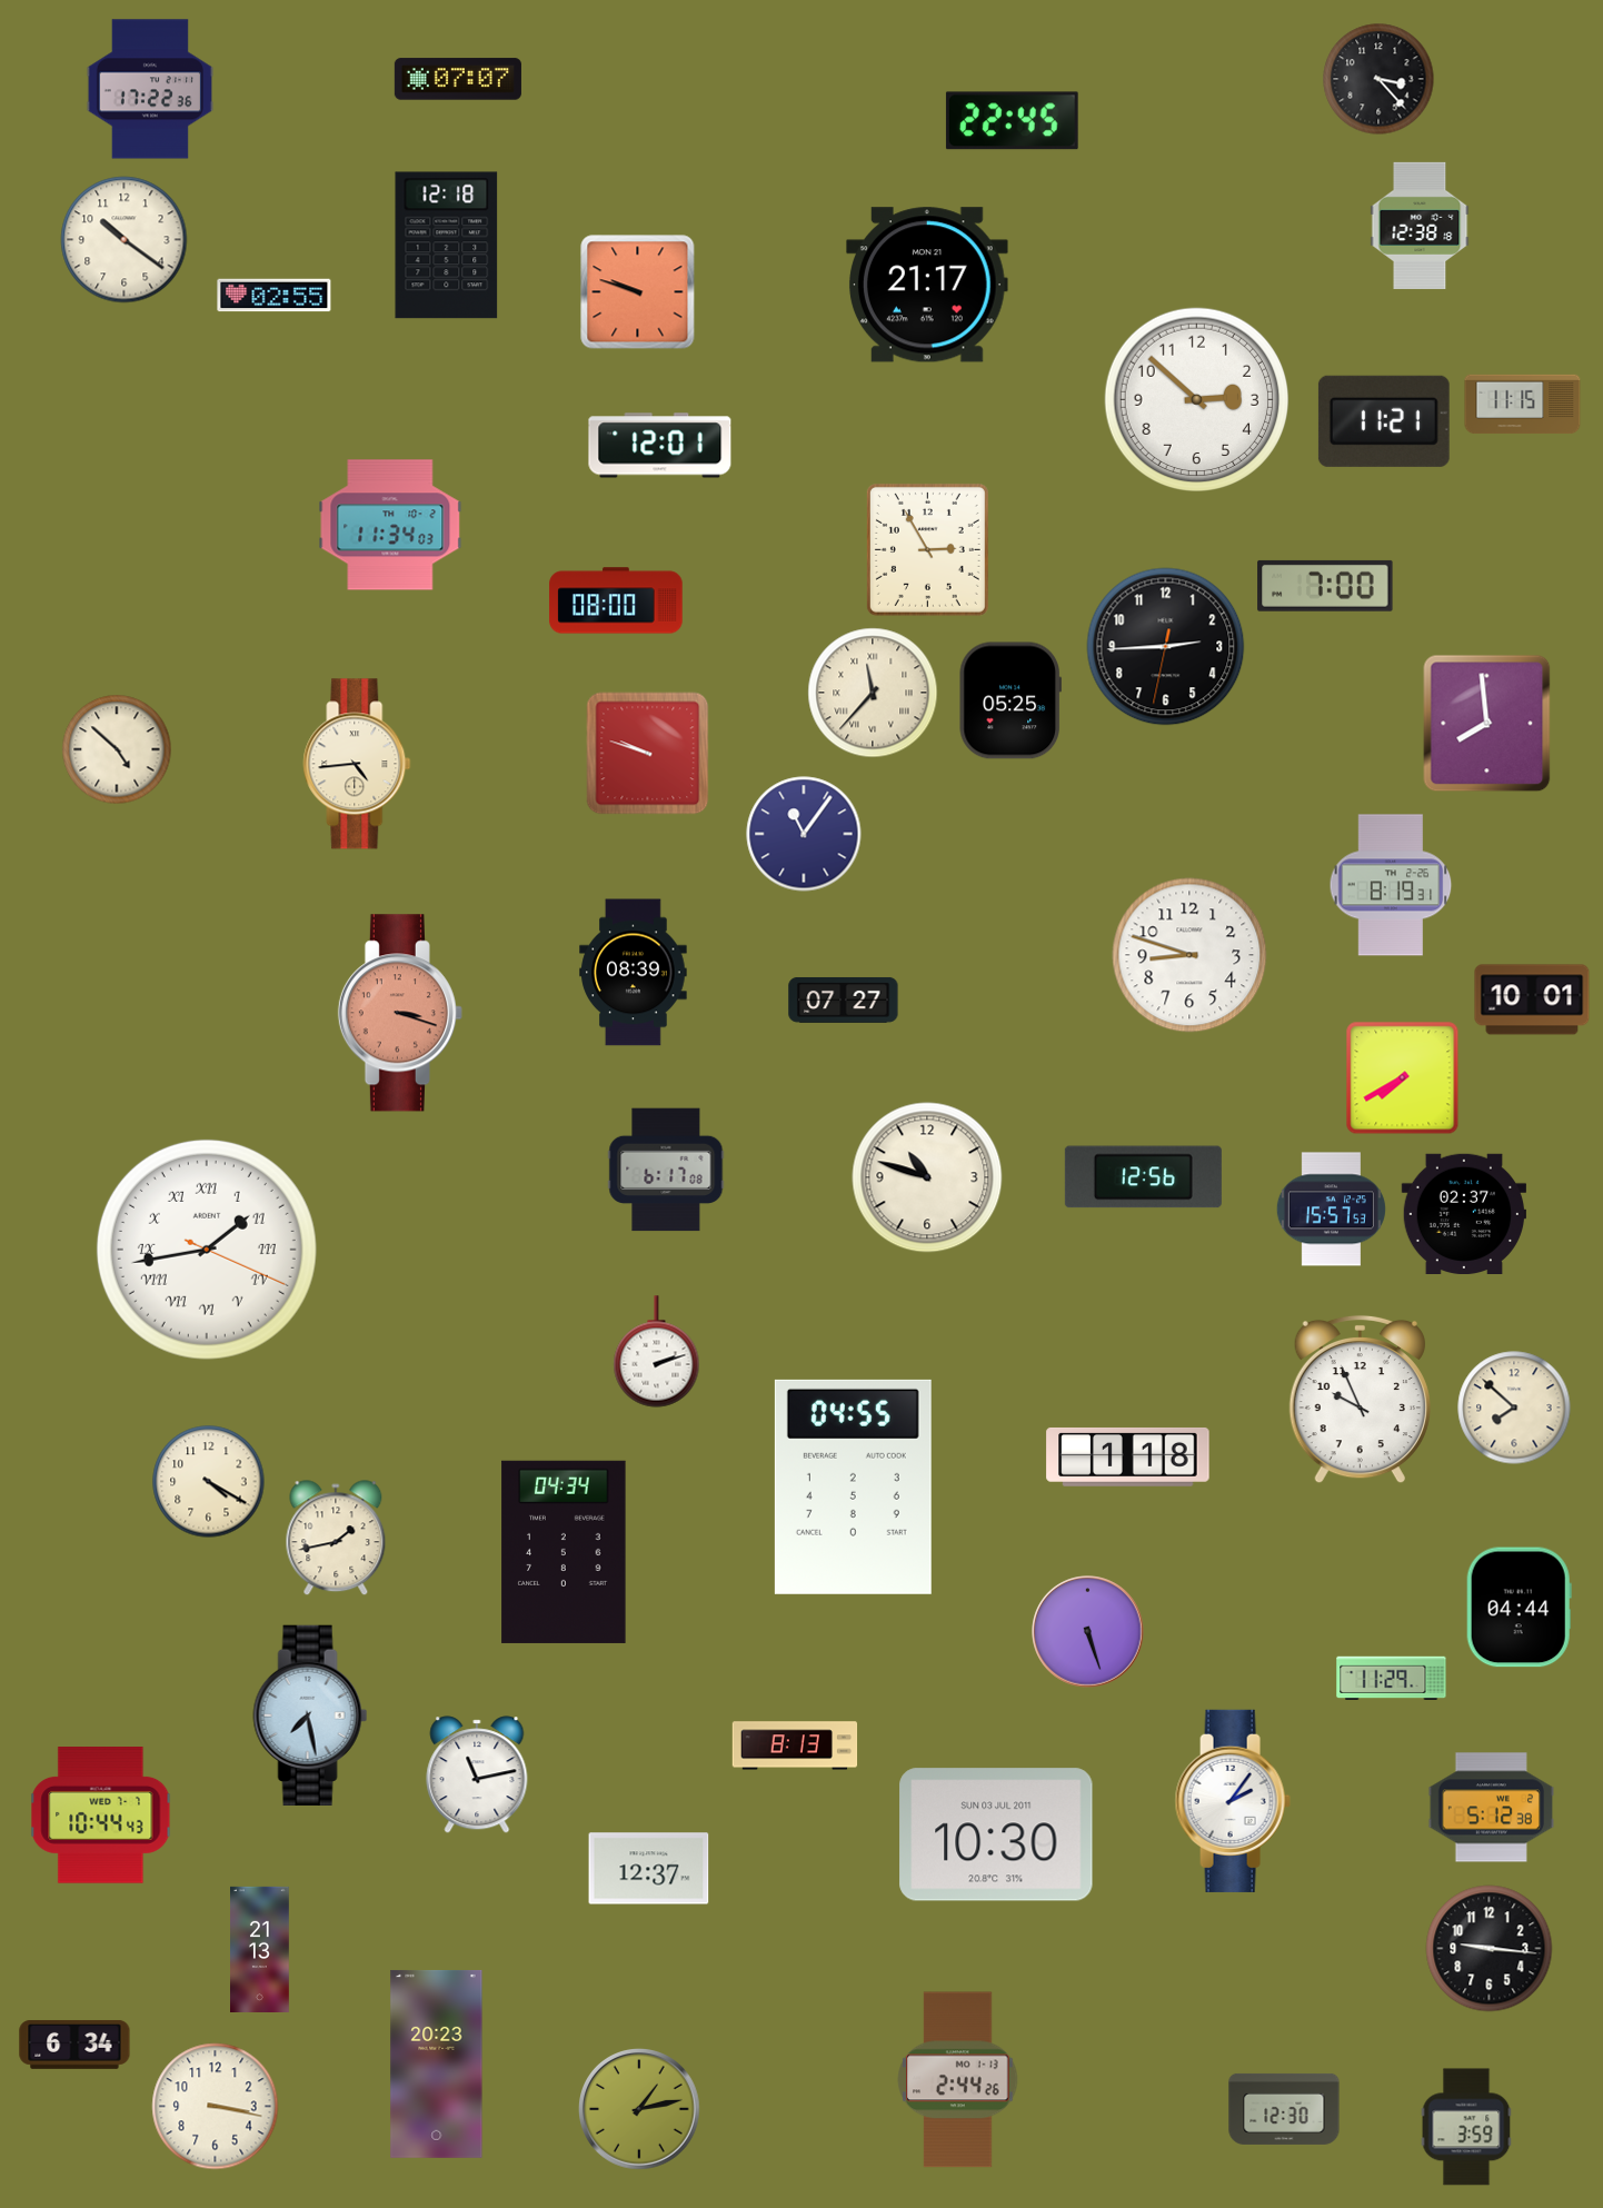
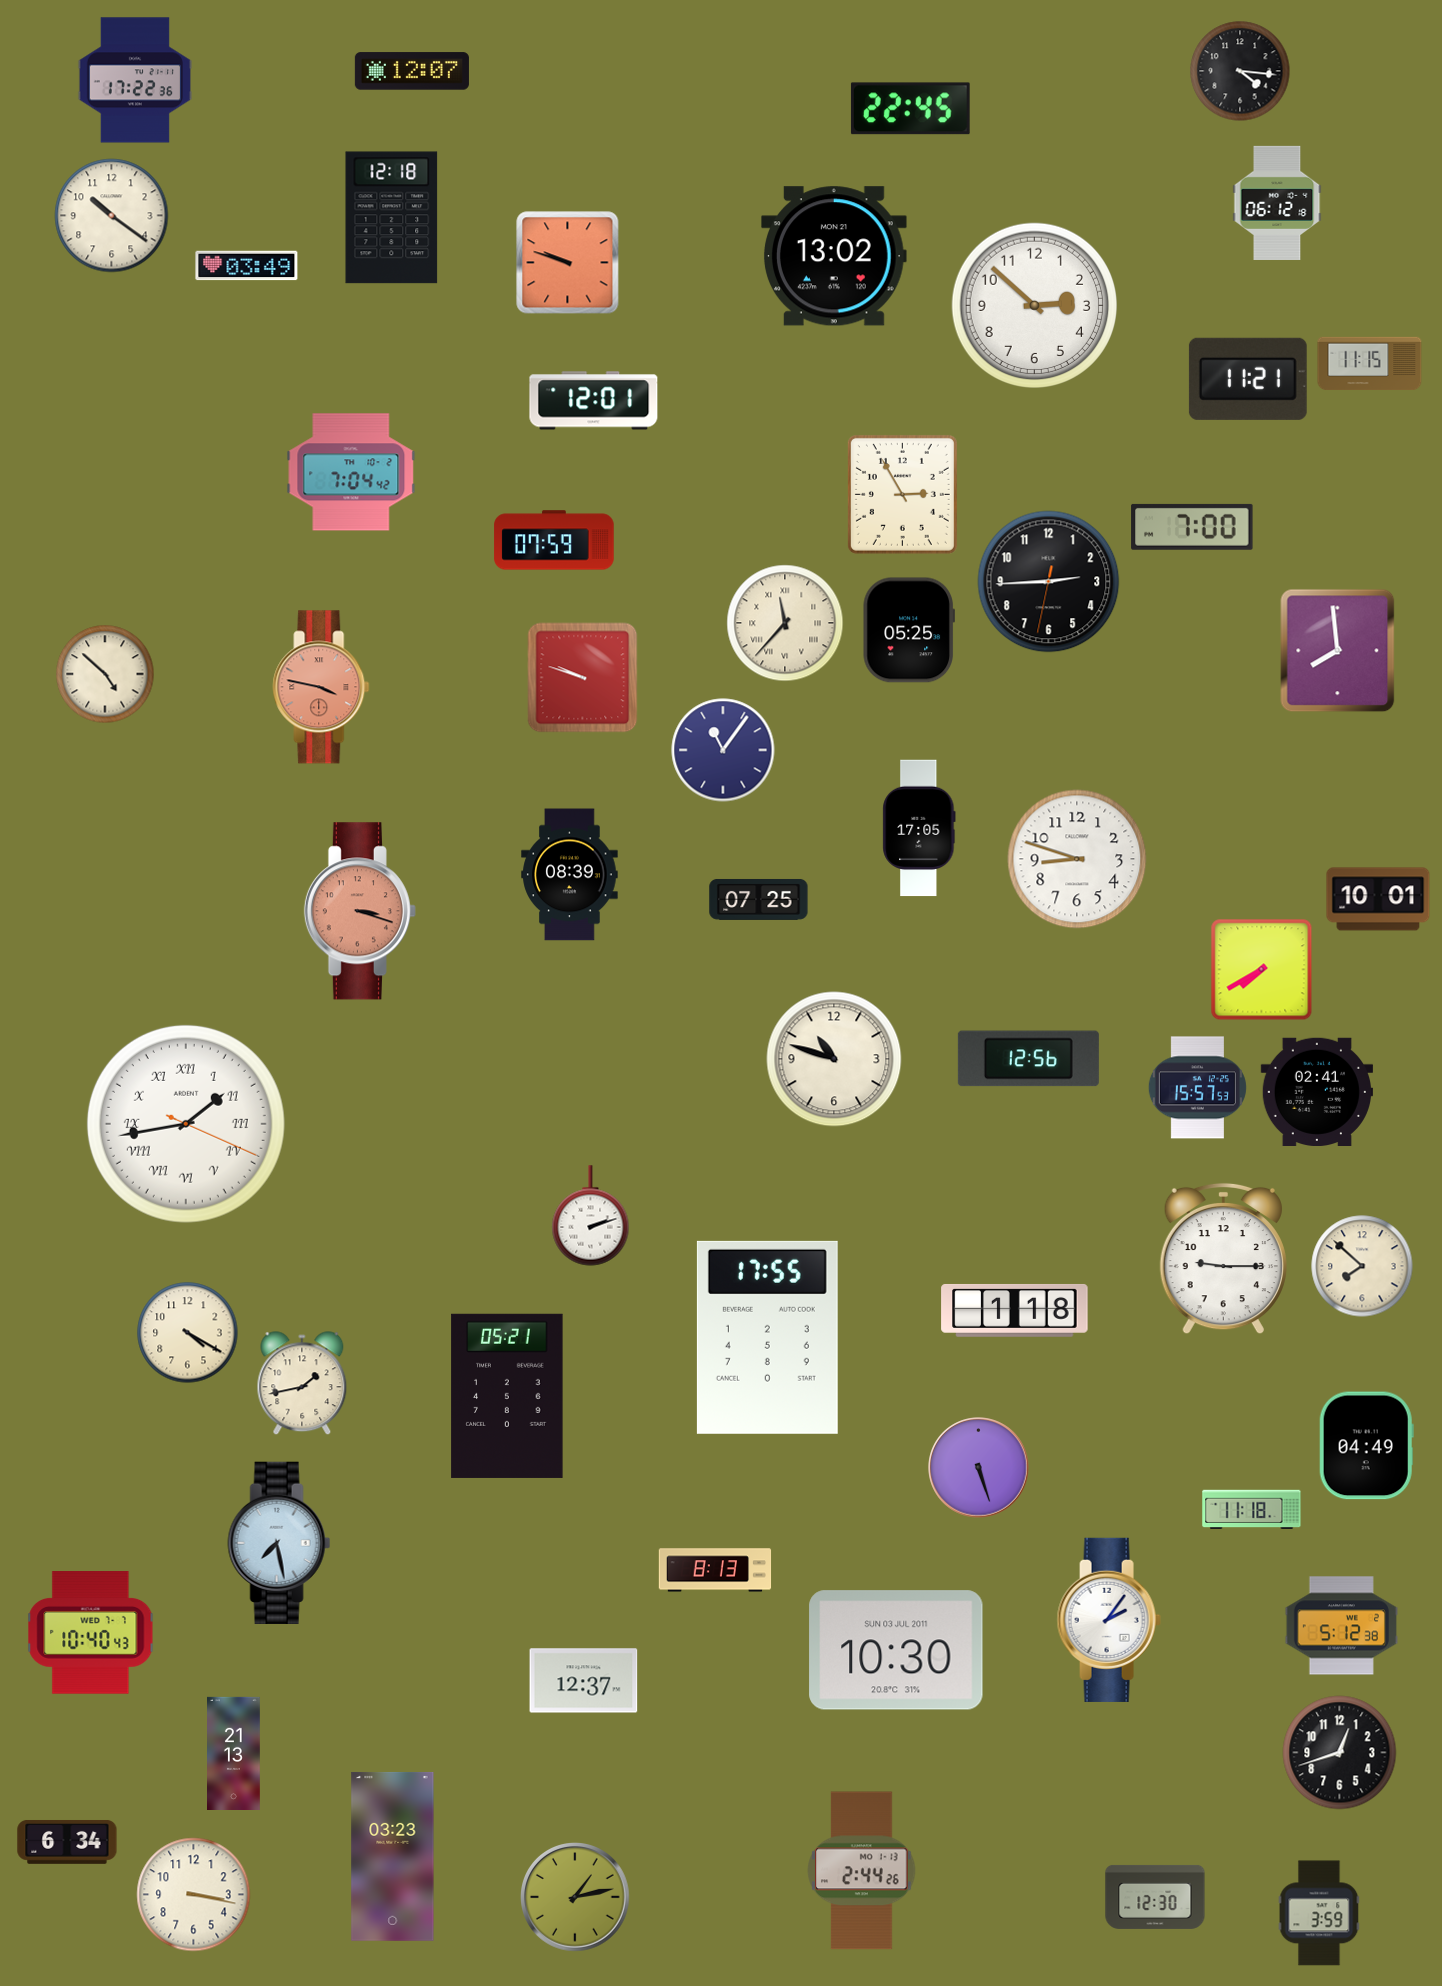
clock at (458, 79): 07:07 -> 12:07
clock at (1378, 79): 3:23 -> 4:16
clock at (1420, 226): 12:38 -> 06:12
clock at (447, 246) position: (447, 246) -> (392, 218)
clock at (928, 285): 21:17 -> 13:02
clock at (638, 292) position: (638, 292) -> (568, 263)
clock at (275, 296): 02:55 -> 03:49
clock at (1196, 399) position: (1196, 399) -> (1034, 305)
clock at (1384, 421) position: (1384, 421) -> (1248, 379)
clock at (390, 525): 11:34 -> 7:04
clock at (927, 549) position: (927, 549) -> (902, 494)
clock at (616, 600): 08:00 -> 07:59
clock at (357, 764): 4:44 -> 3:47
clock at (357, 764) dial: cream -> salmon
clock at (1391, 885): 8:19 -> none
clock at (919, 828): none -> 17:05
clock at (1189, 955) position: (1189, 955) -> (1077, 859)
clock at (844, 999): 07:27 -> 07:25
clock at (666, 1170): 6:17 -> none
clock at (1463, 1213): 02:37 -> 02:41
clock at (1360, 1400): 9:56 -> 9:15
clock at (853, 1486): 04:55 -> 17:55
clock at (564, 1552): 04:34 -> 05:21
clock at (1519, 1608): 04:44 -> 04:49
clock at (1392, 1679): 11:29 -> 11:18
clock at (477, 1774): 11:13 -> none
clock at (101, 1816): 10:44 -> 10:40
clock at (1490, 1949): 9:16 -> 12:42
clock at (74, 2045) position: (74, 2045) -> (67, 1842)
clock at (437, 2063): 20:23 -> 03:23
